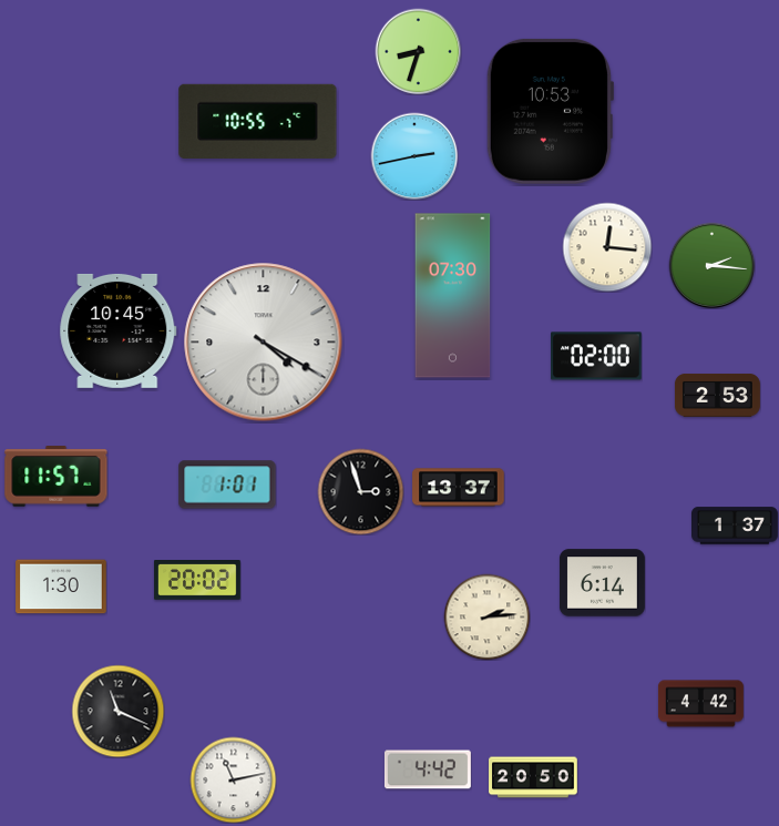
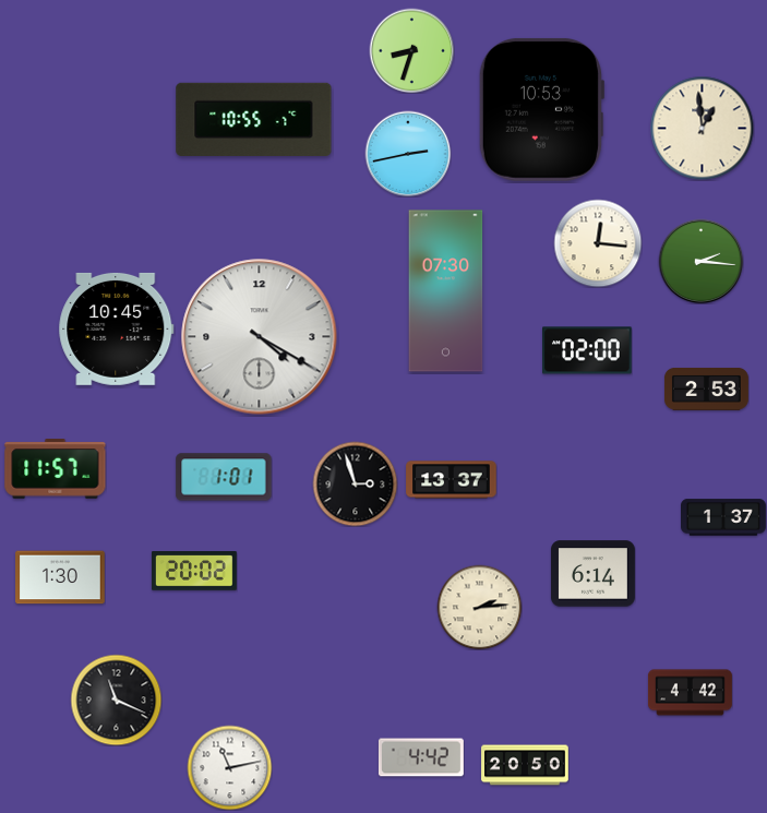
clock at (702, 128): none -> 12:59
clock at (119, 330) position: (119, 330) -> (117, 328)
